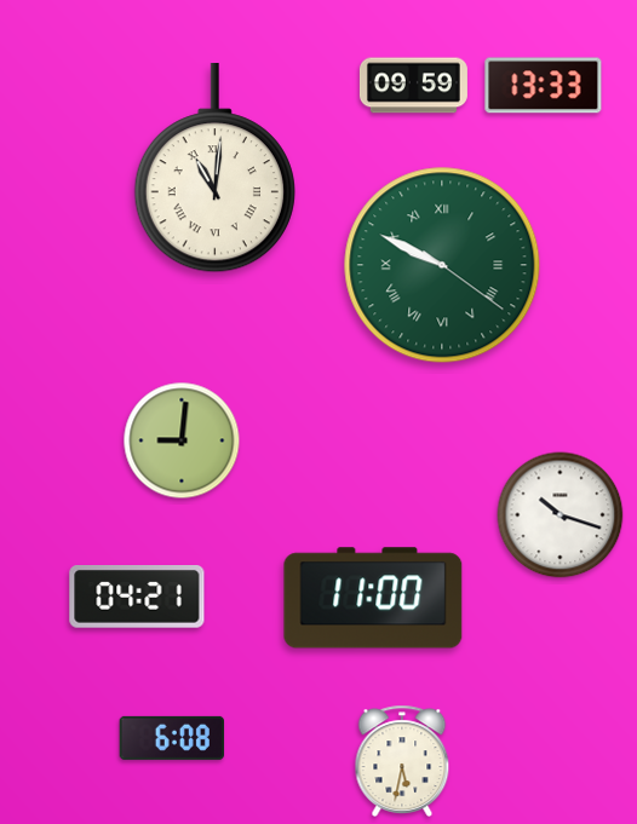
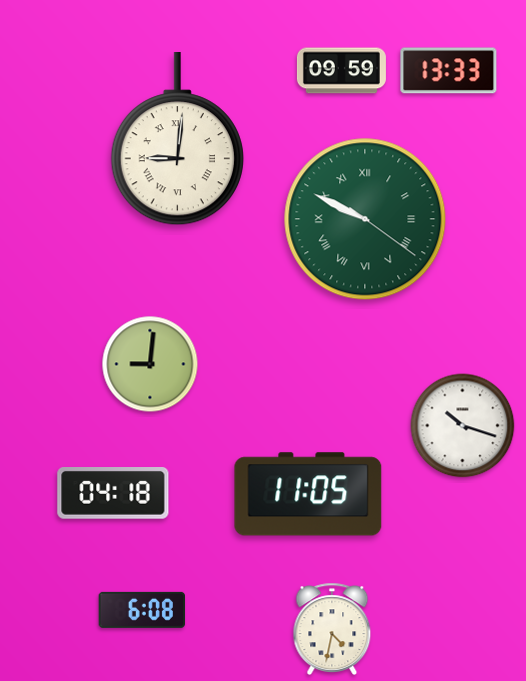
clock at (214, 169): 11:01 -> 9:01
clock at (137, 598): 04:21 -> 04:18
clock at (373, 598): 11:00 -> 11:05
clock at (402, 760): 5:32 -> 4:32
